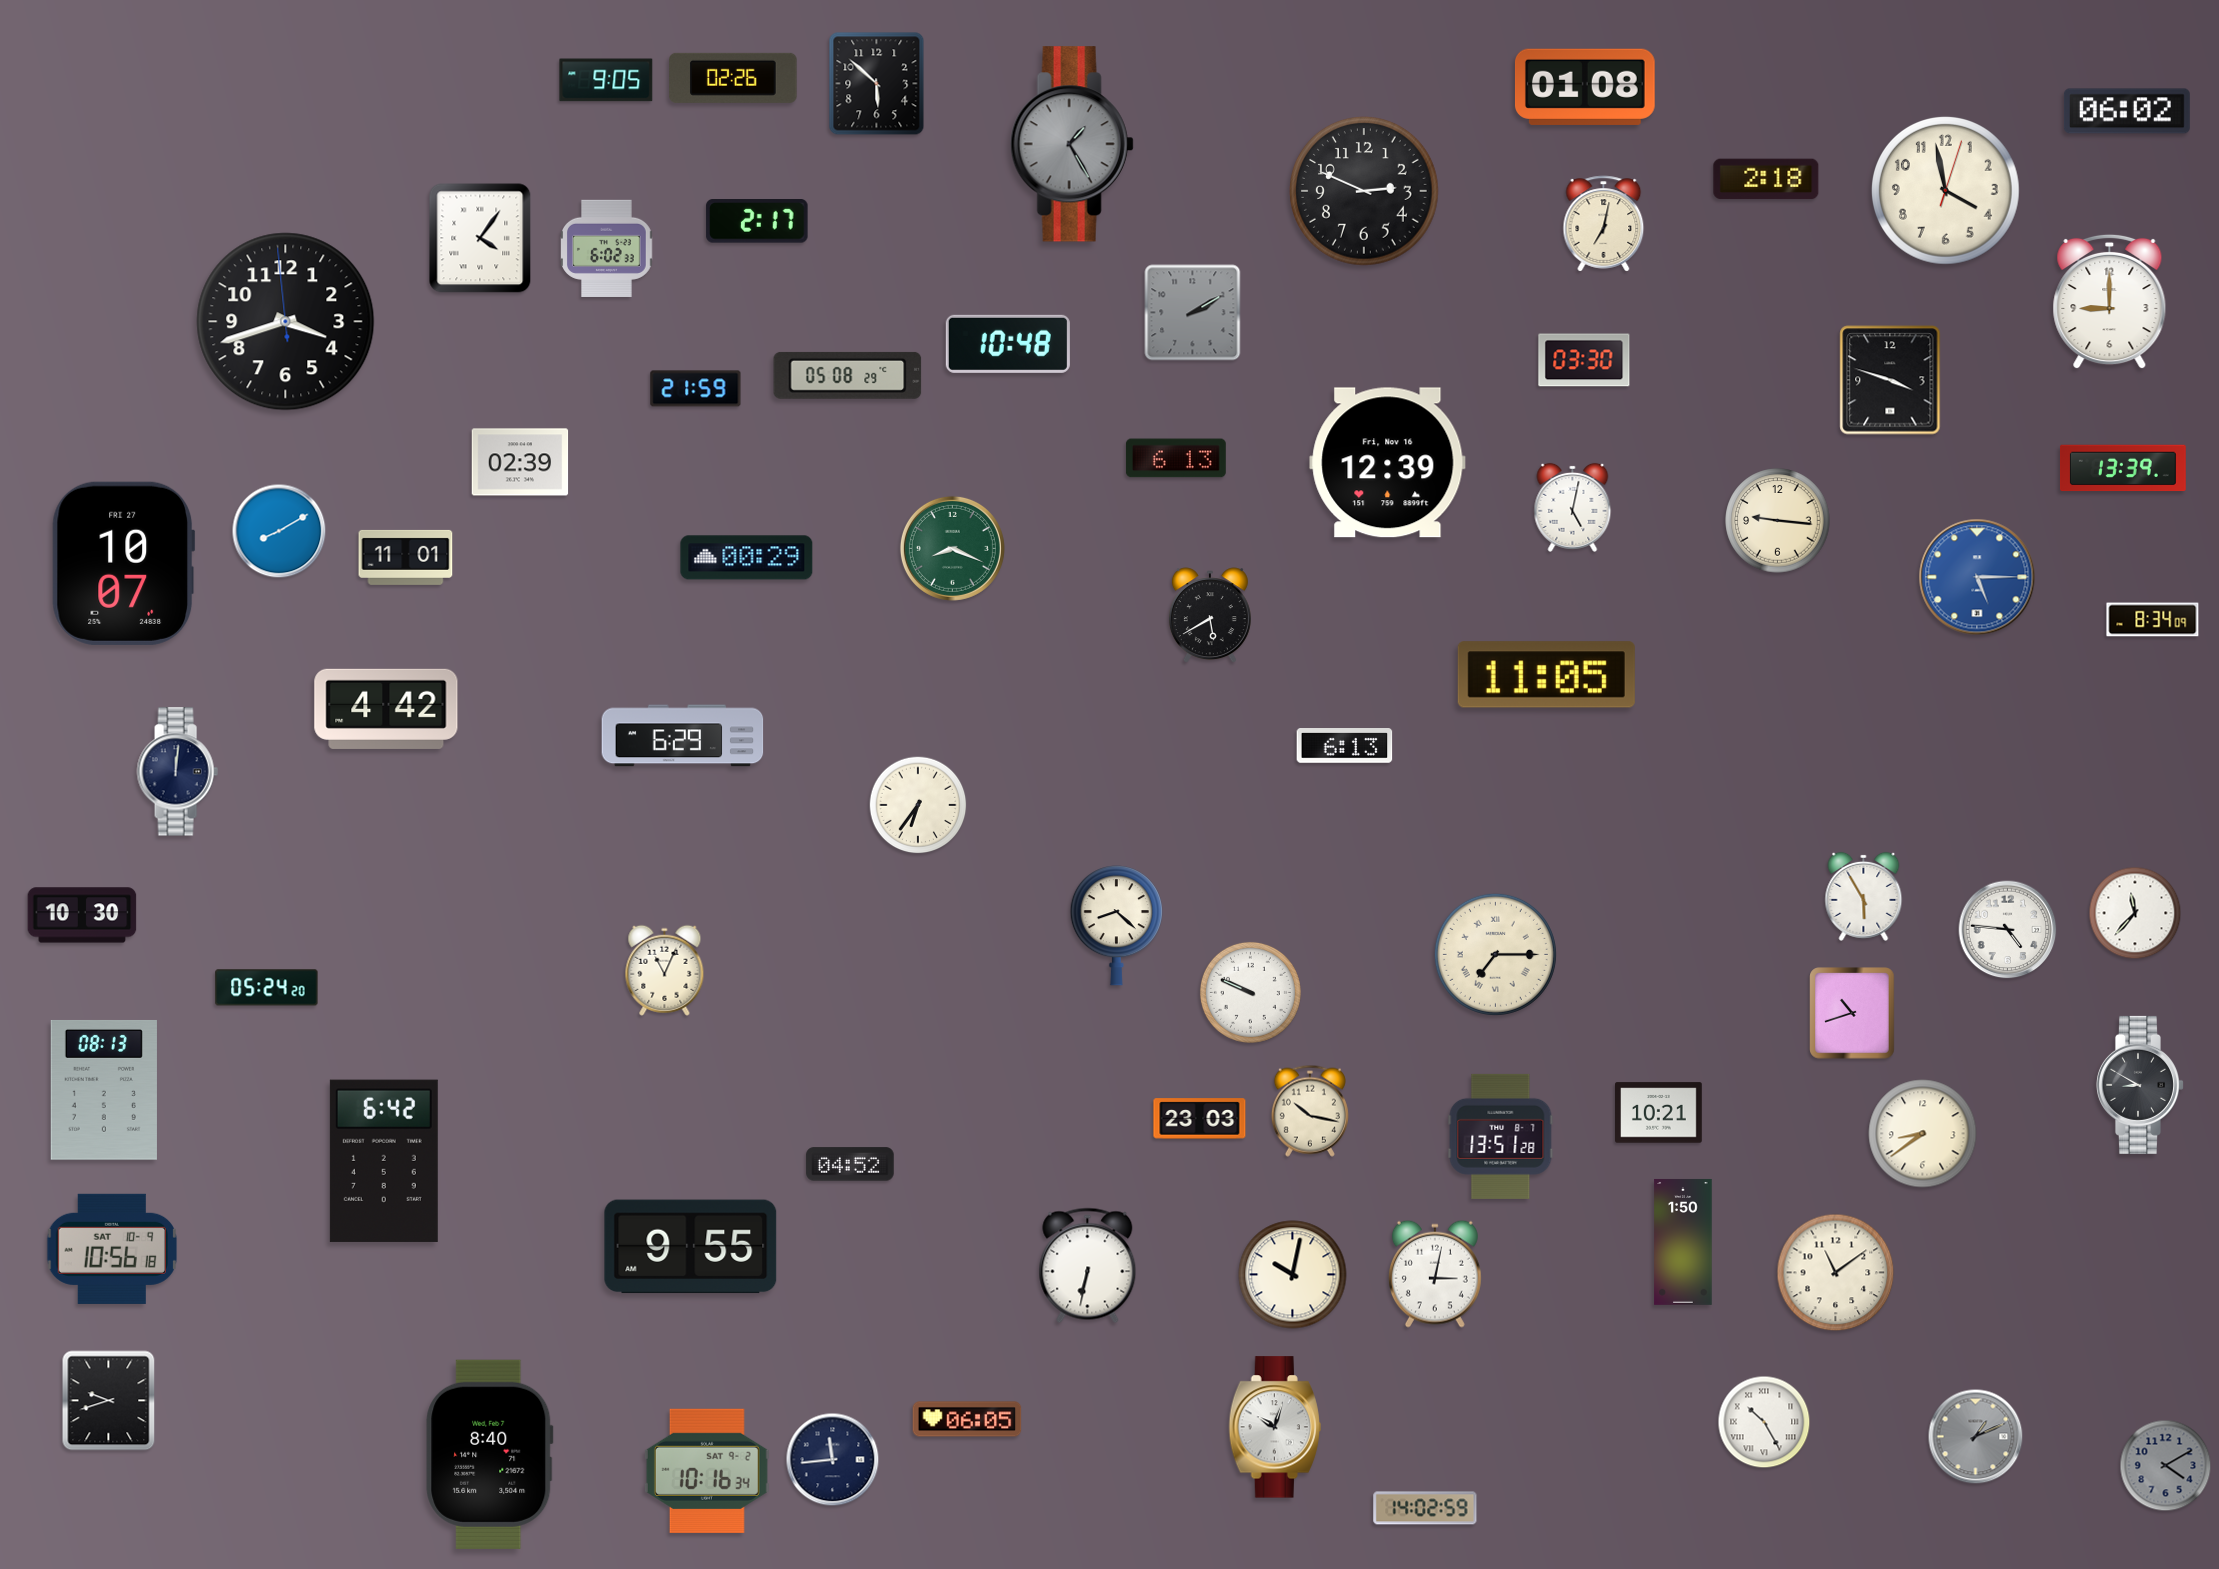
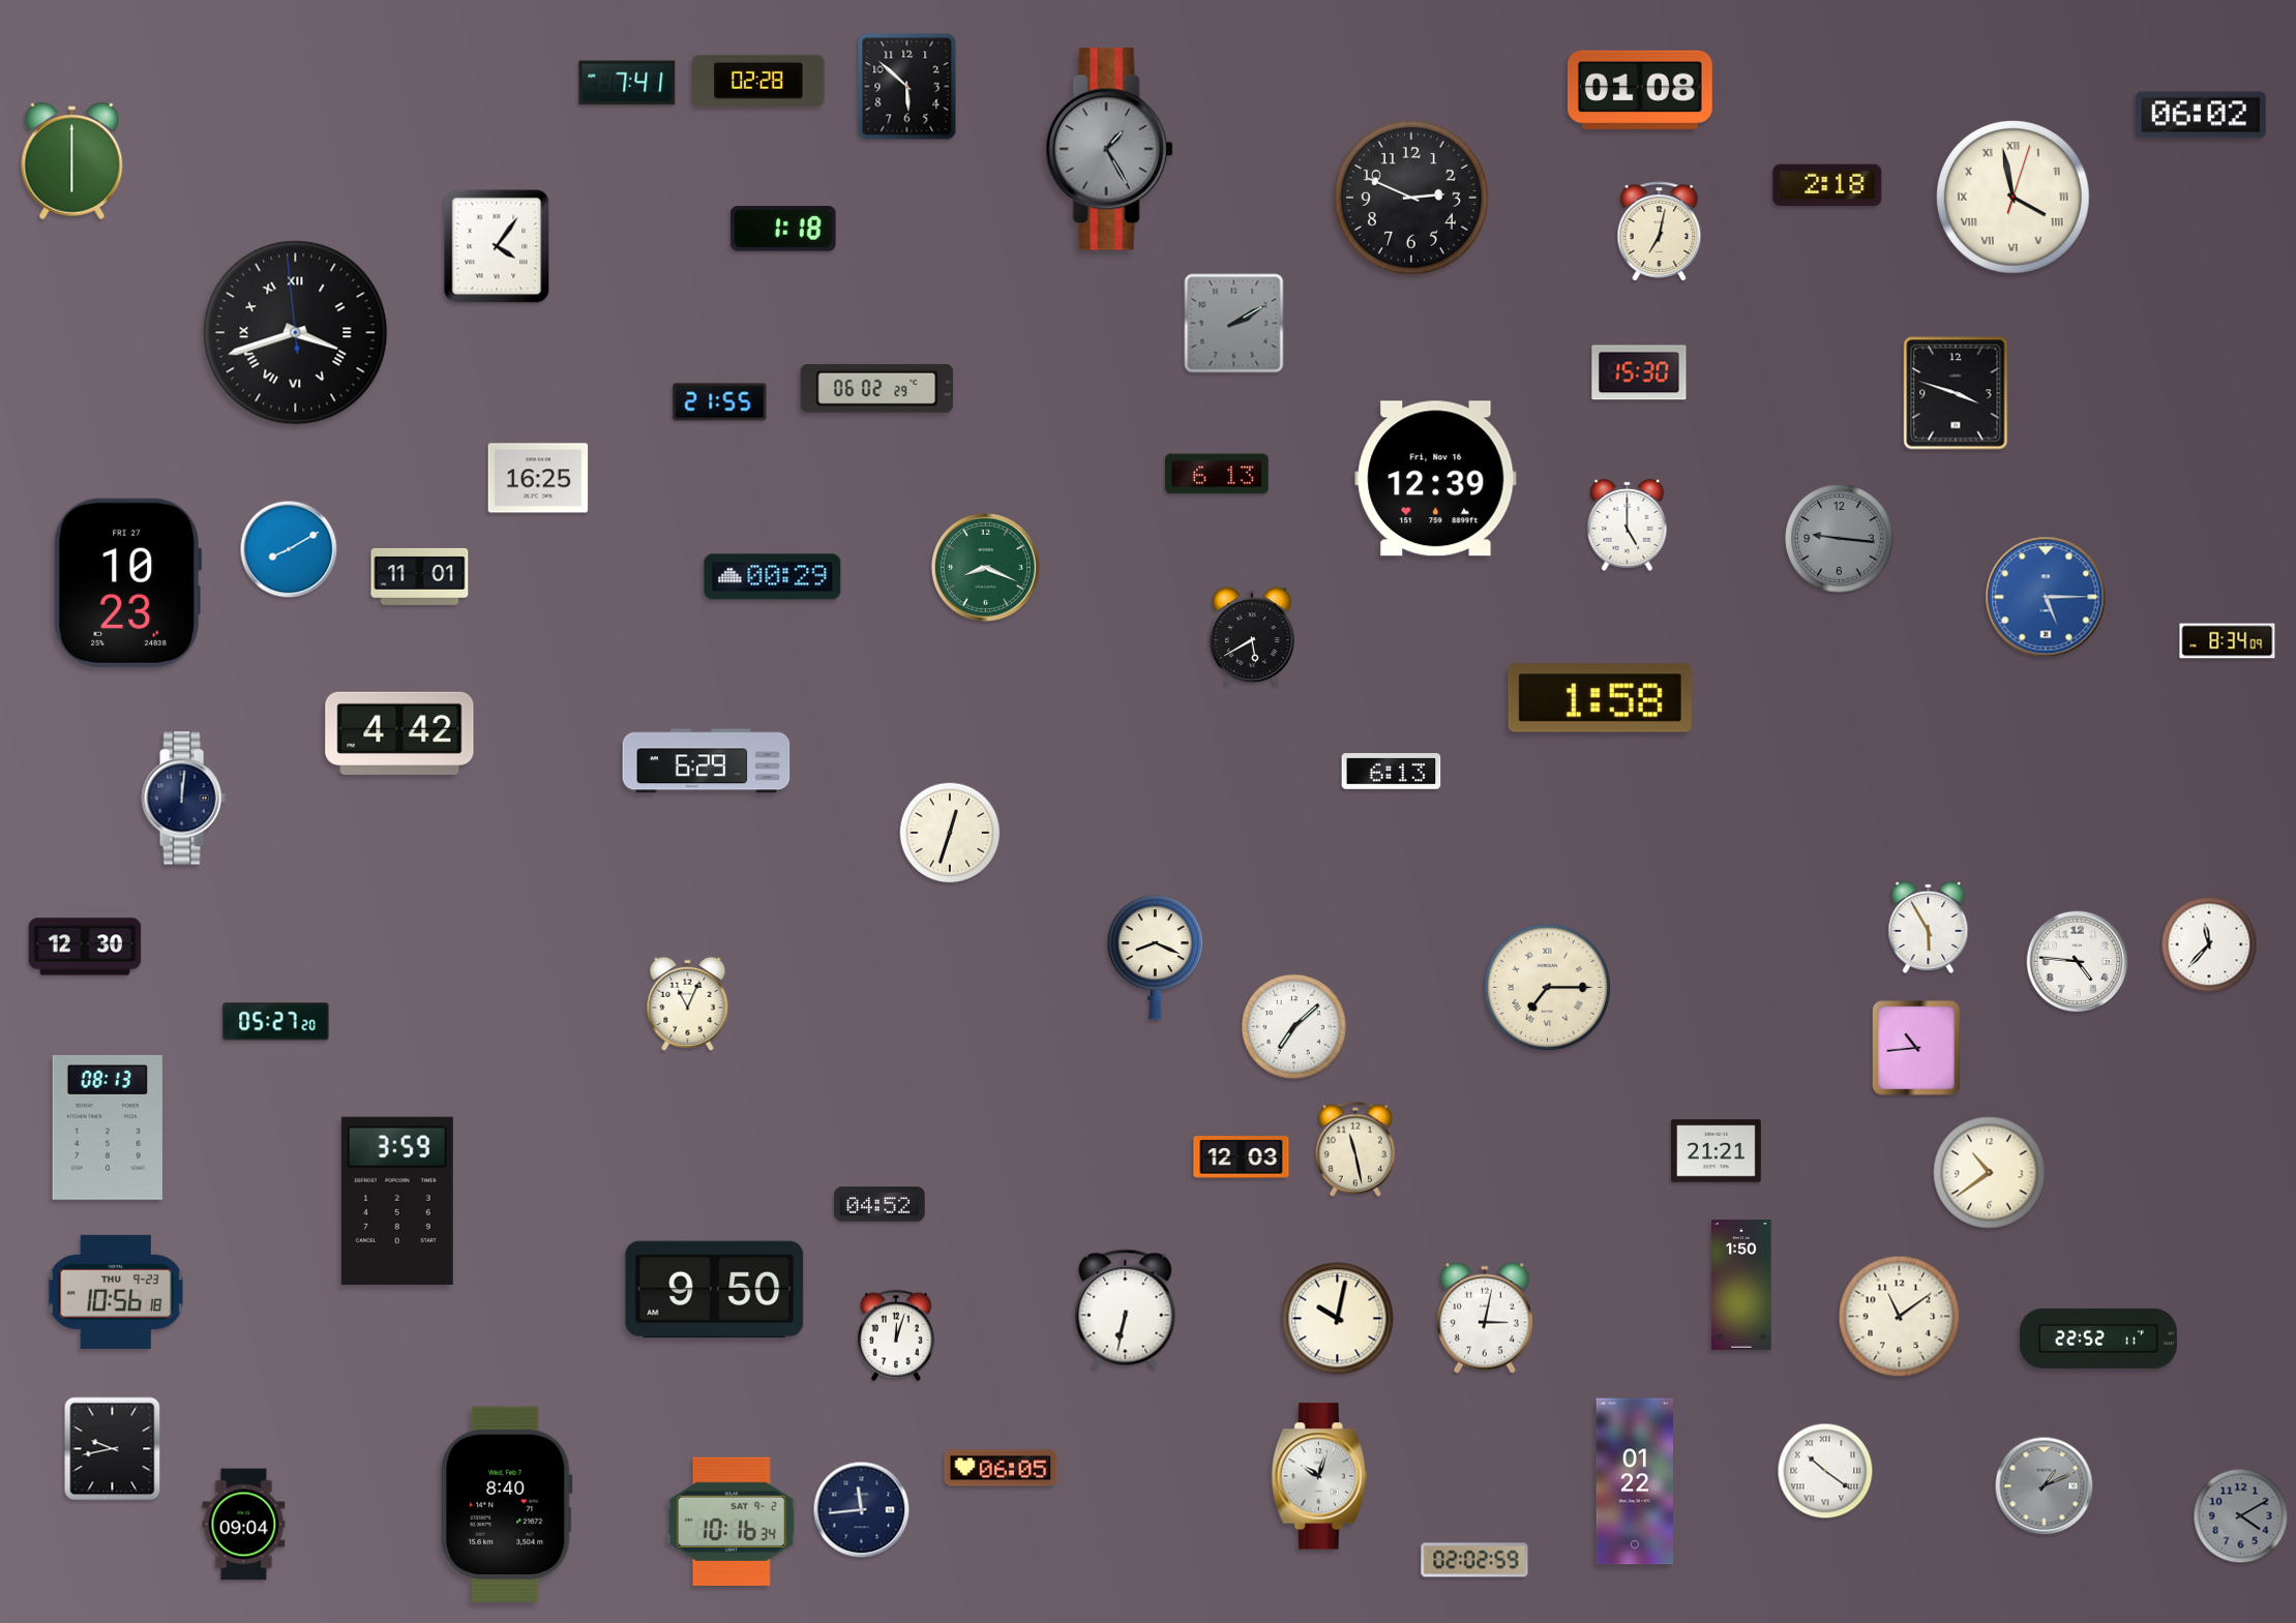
clock at (733, 78): 02:26 -> 02:28
clock at (606, 80): 9:05 -> 7:41
clock at (72, 160): none -> 6:00
clock at (1945, 190) numerals: Arabic -> Roman
clock at (757, 221): 2:17 -> 1:18
clock at (607, 248): 6:02 -> none
clock at (2110, 302): 9:00 -> none
clock at (286, 322) numerals: Arabic -> Roman
clock at (1008, 344): 10:48 -> none
clock at (1584, 360): 03:30 -> 15:30
clock at (848, 375): 05:08 -> 06:02
clock at (696, 389): 21:59 -> 21:55
clock at (520, 462): 02:39 -> 16:25
clock at (2123, 468): 13:39 -> none
clock at (1573, 507): 5:02 -> 5:00
clock at (1778, 521) dial: cream -> grey
clock at (123, 563): 10:07 -> 10:23
clock at (1546, 675): 11:05 -> 1:58
clock at (918, 805): 6:36 -> 12:33
clock at (82, 915): 10:30 -> 12:30
clock at (1116, 926): 8:22 -> 8:19
clock at (267, 988): 05:24 -> 05:27
clock at (1250, 992): 9:49 -> 7:08
clock at (1852, 1013): 10:42 -> 10:44
clock at (2140, 1085): 8:50 -> none
clock at (1310, 1111): 10:17 -> 11:28
clock at (1659, 1113): 10:21 -> 21:21
clock at (1200, 1119): 23:03 -> 12:03
clock at (1923, 1134): 8:39 -> 10:39
clock at (1501, 1136): 13:51 -> none
clock at (384, 1161): 6:42 -> 3:59
clock at (691, 1247): 9:55 -> 9:50
clock at (111, 1249) date: SAT 10-9 -> THU 9-23
clock at (897, 1335): none -> 12:03
clock at (2098, 1339): none -> 22:52
clock at (109, 1401): 9:42 -> 9:43
clock at (1764, 1422): 10:25 -> 10:21
clock at (1634, 1481): none -> 01:22
clock at (244, 1525): none -> 09:04
clock at (1425, 1508): 14:02 -> 02:02
